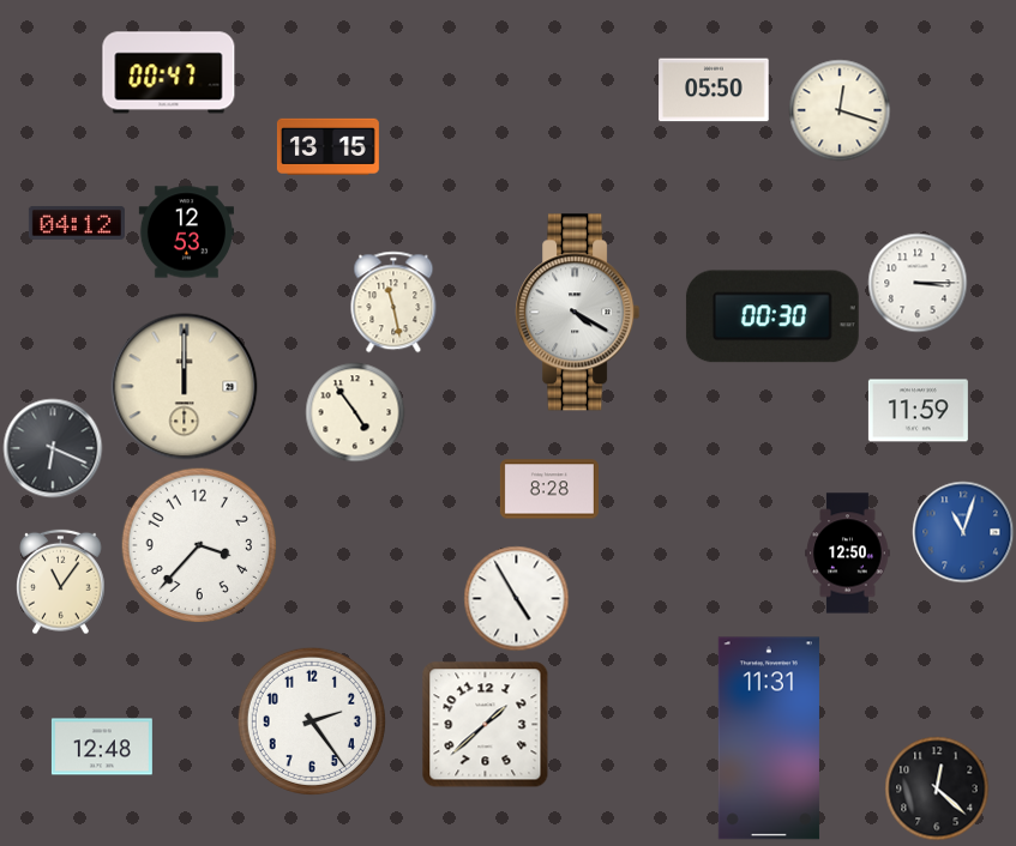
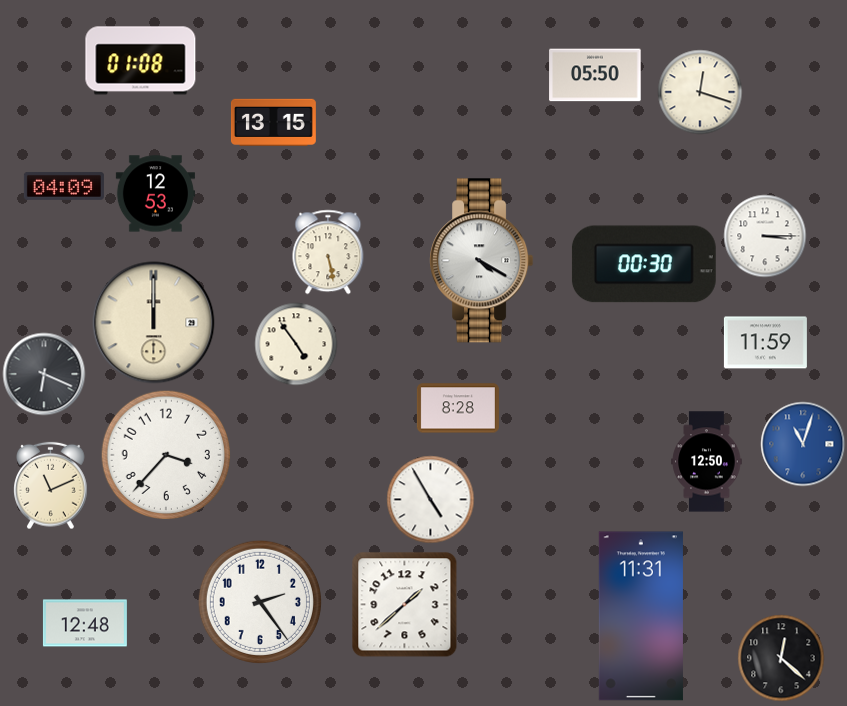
clock at (169, 73): 00:47 -> 01:08
clock at (77, 223): 04:12 -> 04:09
clock at (393, 302): 11:28 -> 5:28
clock at (61, 581): 11:06 -> 11:11
